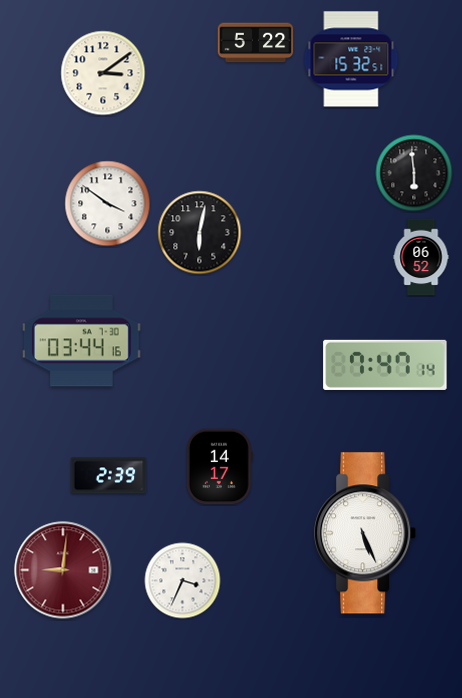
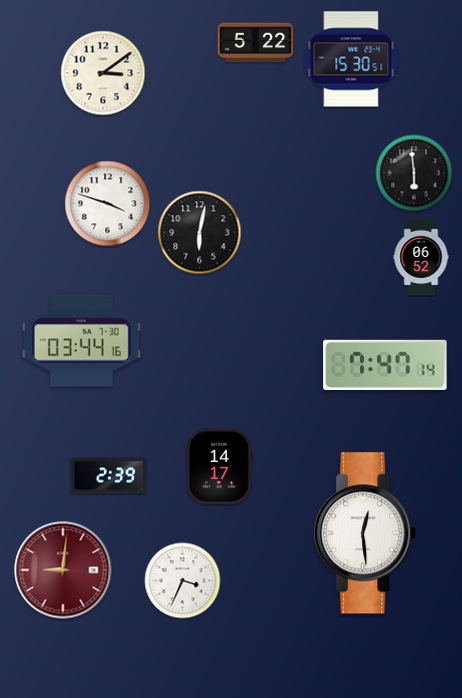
clock at (351, 59): 15:32 -> 15:30
clock at (108, 204): 3:51 -> 3:48
clock at (366, 533): 5:26 -> 12:29
